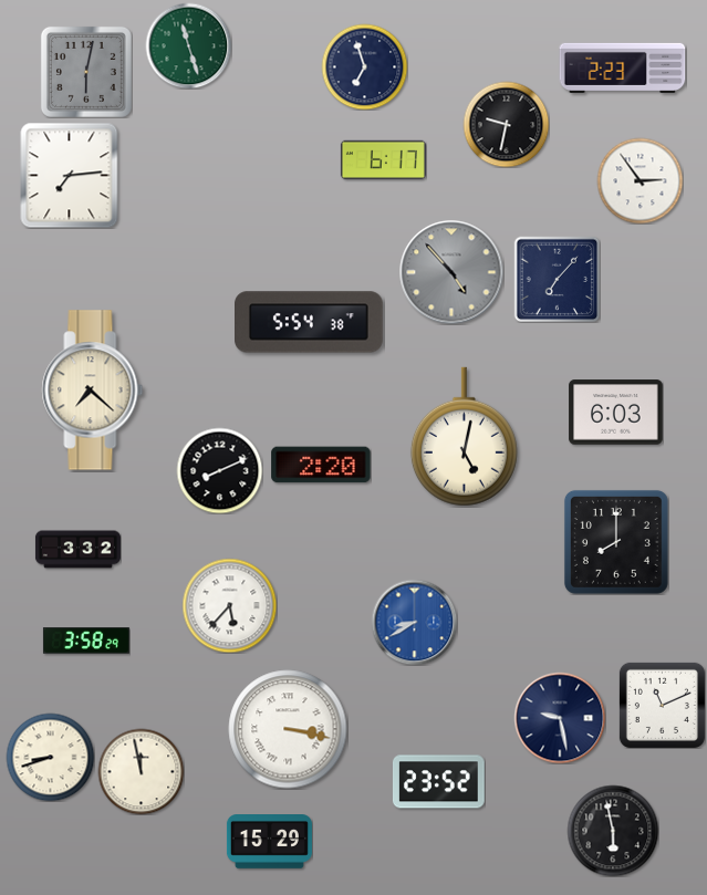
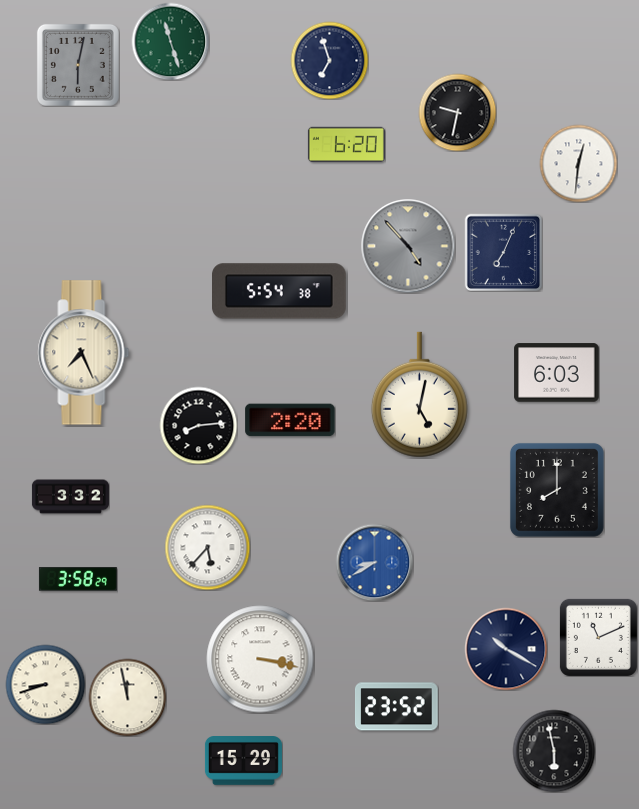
clock at (623, 67): 2:23 -> none
clock at (383, 160): 6:17 -> 6:20
clock at (70, 175): 7:14 -> none
clock at (640, 180): 2:54 -> 12:31
clock at (557, 279): 7:07 -> 7:04
clock at (93, 391): 7:22 -> 7:26
clock at (219, 470): 8:11 -> 8:14
clock at (560, 718): 9:28 -> 10:20
